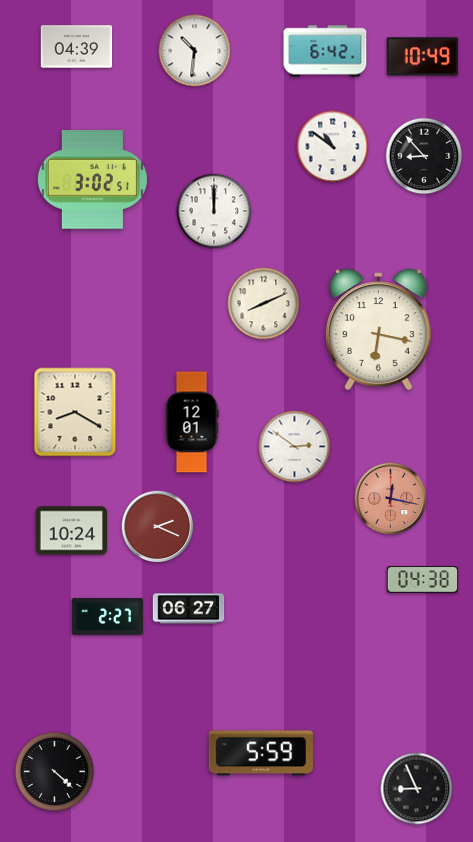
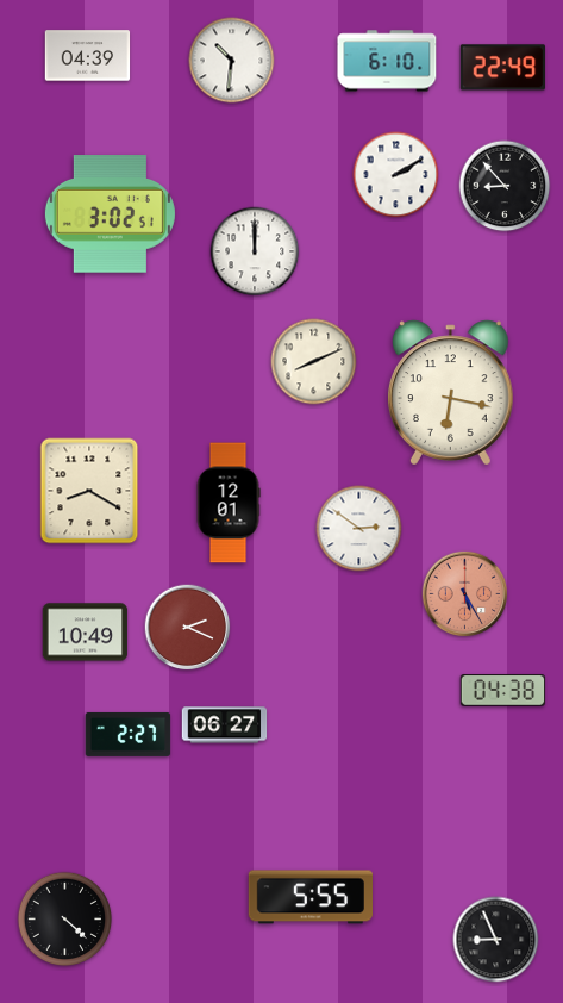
clock at (77, 47) position: (77, 47) -> (88, 56)
clock at (325, 51): 6:42 -> 6:10
clock at (422, 57): 10:49 -> 22:49
clock at (333, 147): 10:51 -> 2:10
clock at (295, 447) position: (295, 447) -> (359, 529)
clock at (391, 499): 12:17 -> 5:25
clock at (72, 531): 10:24 -> 10:49
clock at (260, 753): 5:59 -> 5:55
